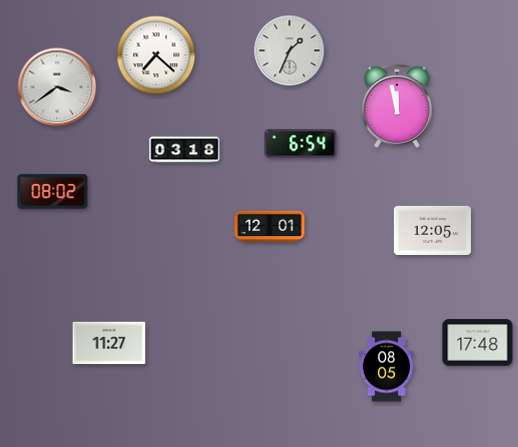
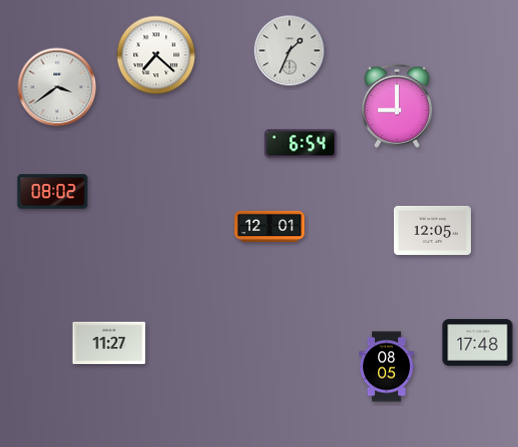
clock at (397, 106): 11:58 -> 9:00
clock at (185, 150): 03:18 -> none
